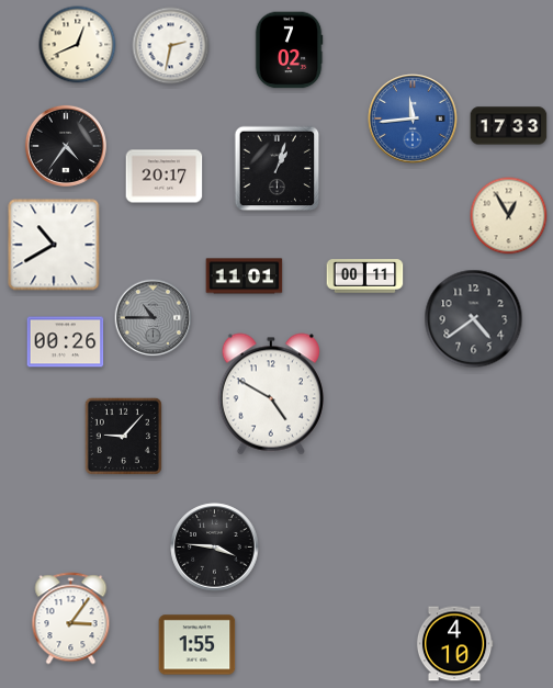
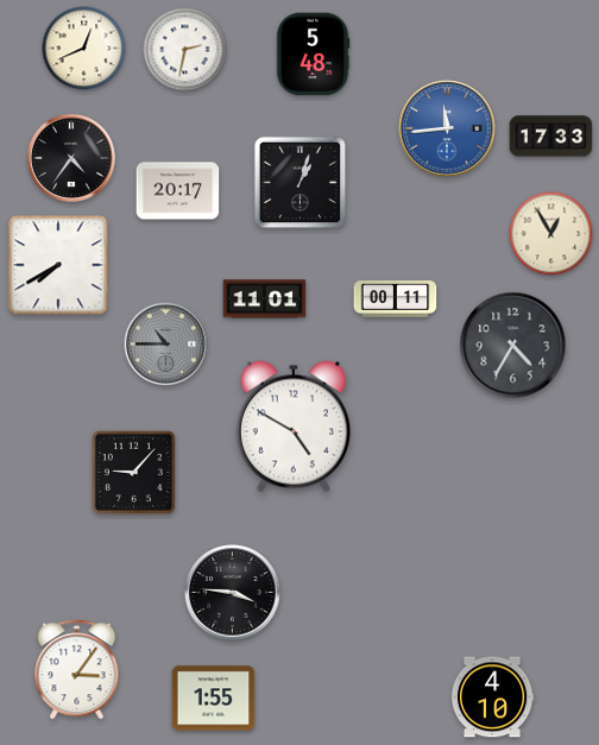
clock at (289, 50): 7:02 -> 5:48
clock at (54, 245): 10:40 -> 7:40
clock at (474, 319): 4:39 -> 4:35
clock at (66, 342): 00:26 -> none
